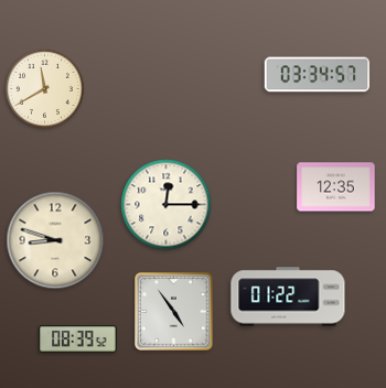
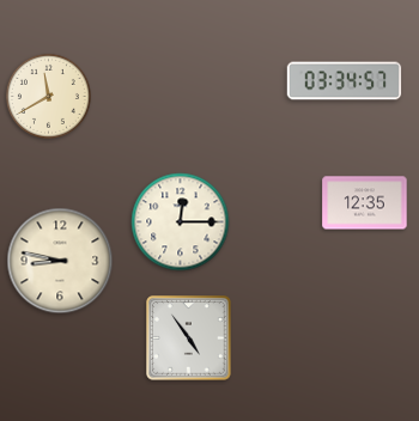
clock at (55, 240): 8:48 -> 8:47
clock at (288, 297): 01:22 -> none
clock at (78, 339): 08:39 -> none
